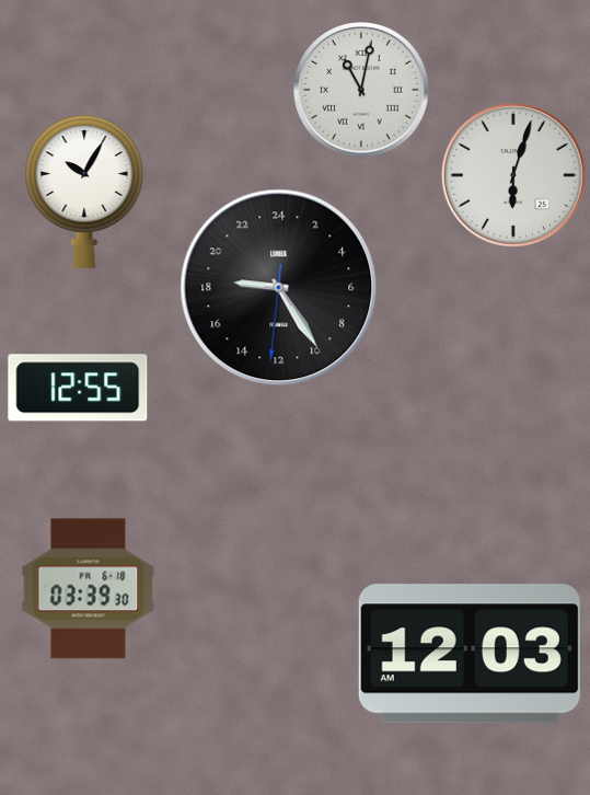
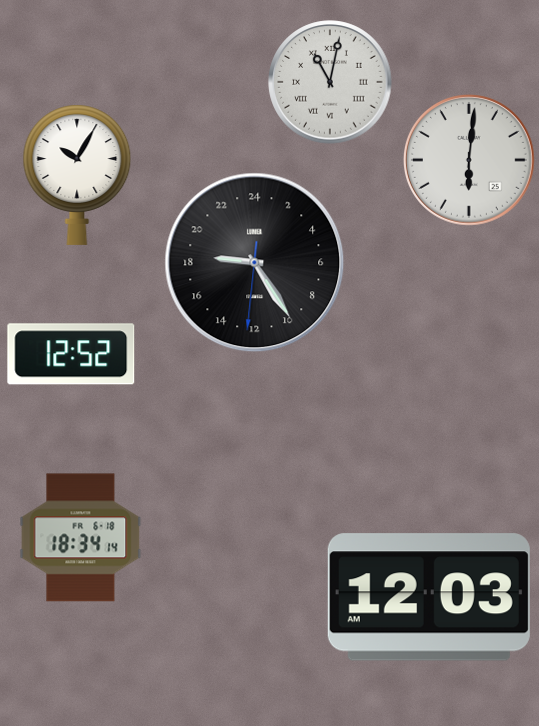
clock at (513, 175): 6:03 -> 6:01
clock at (78, 388): 12:55 -> 12:52
clock at (89, 589): 03:39 -> 18:34
